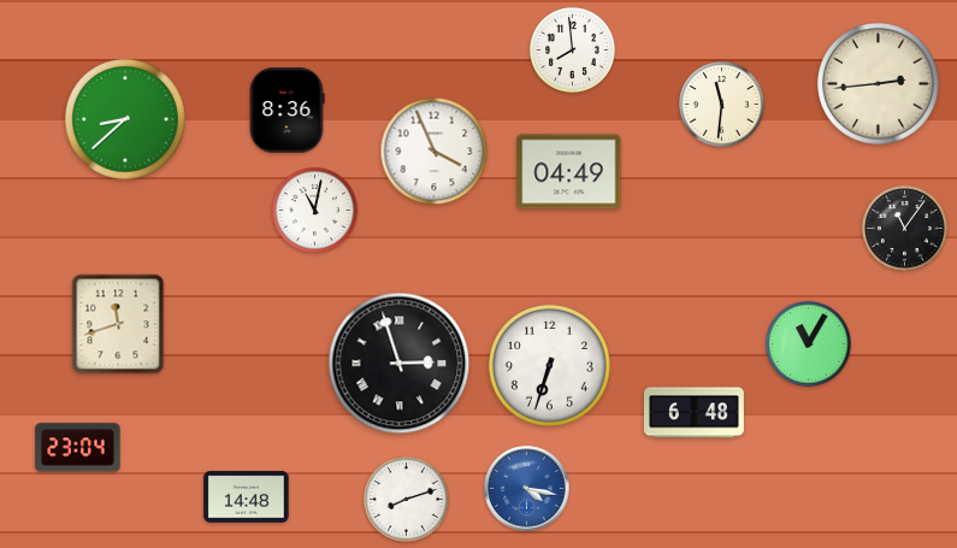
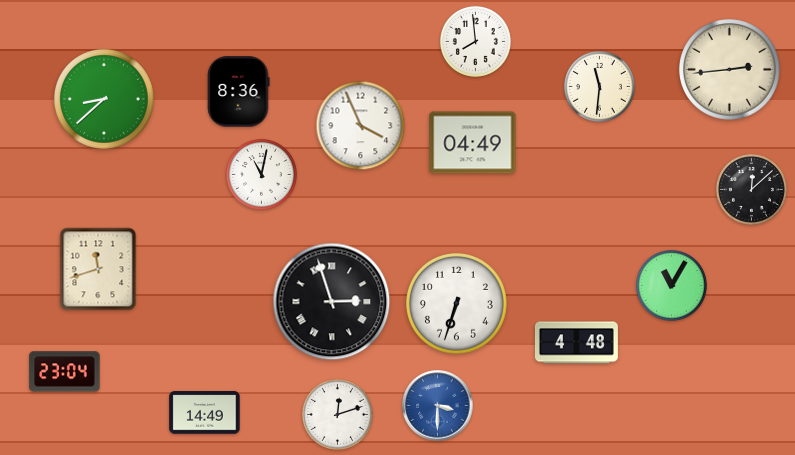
clock at (904, 228): 11:06 -> 12:08
clock at (693, 413): 6:48 -> 4:48
clock at (527, 489): 4:17 -> 3:30
clock at (247, 497): 14:48 -> 14:49
clock at (406, 499): 8:12 -> 12:12
